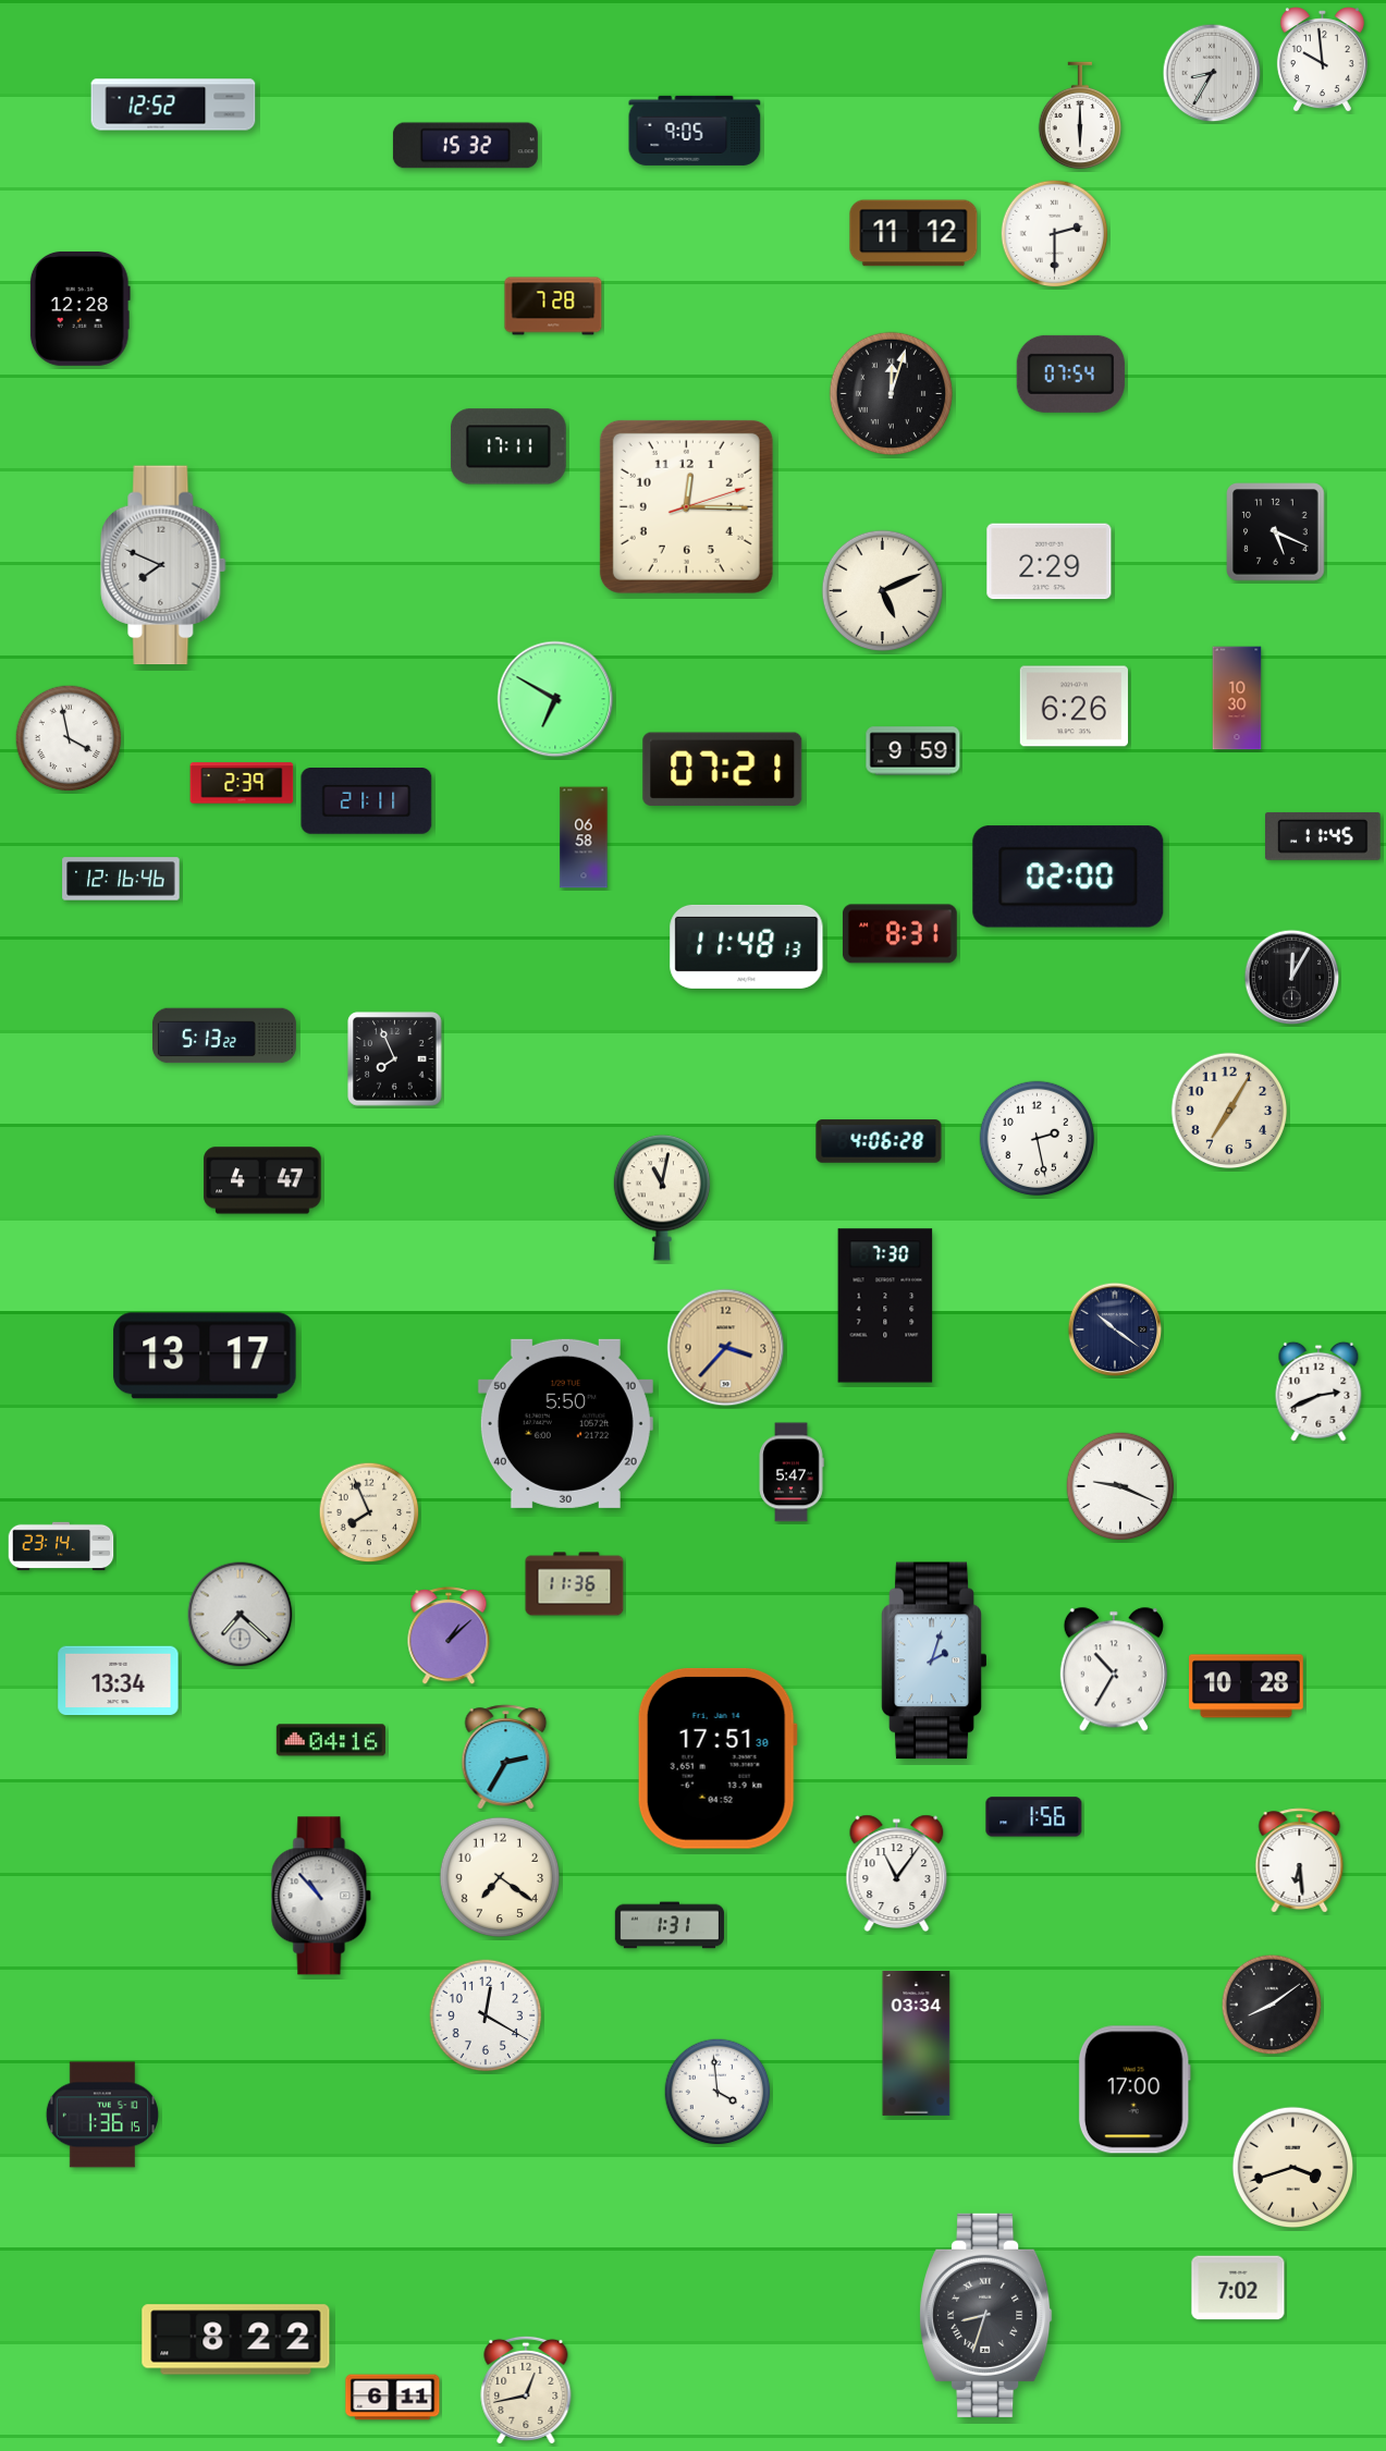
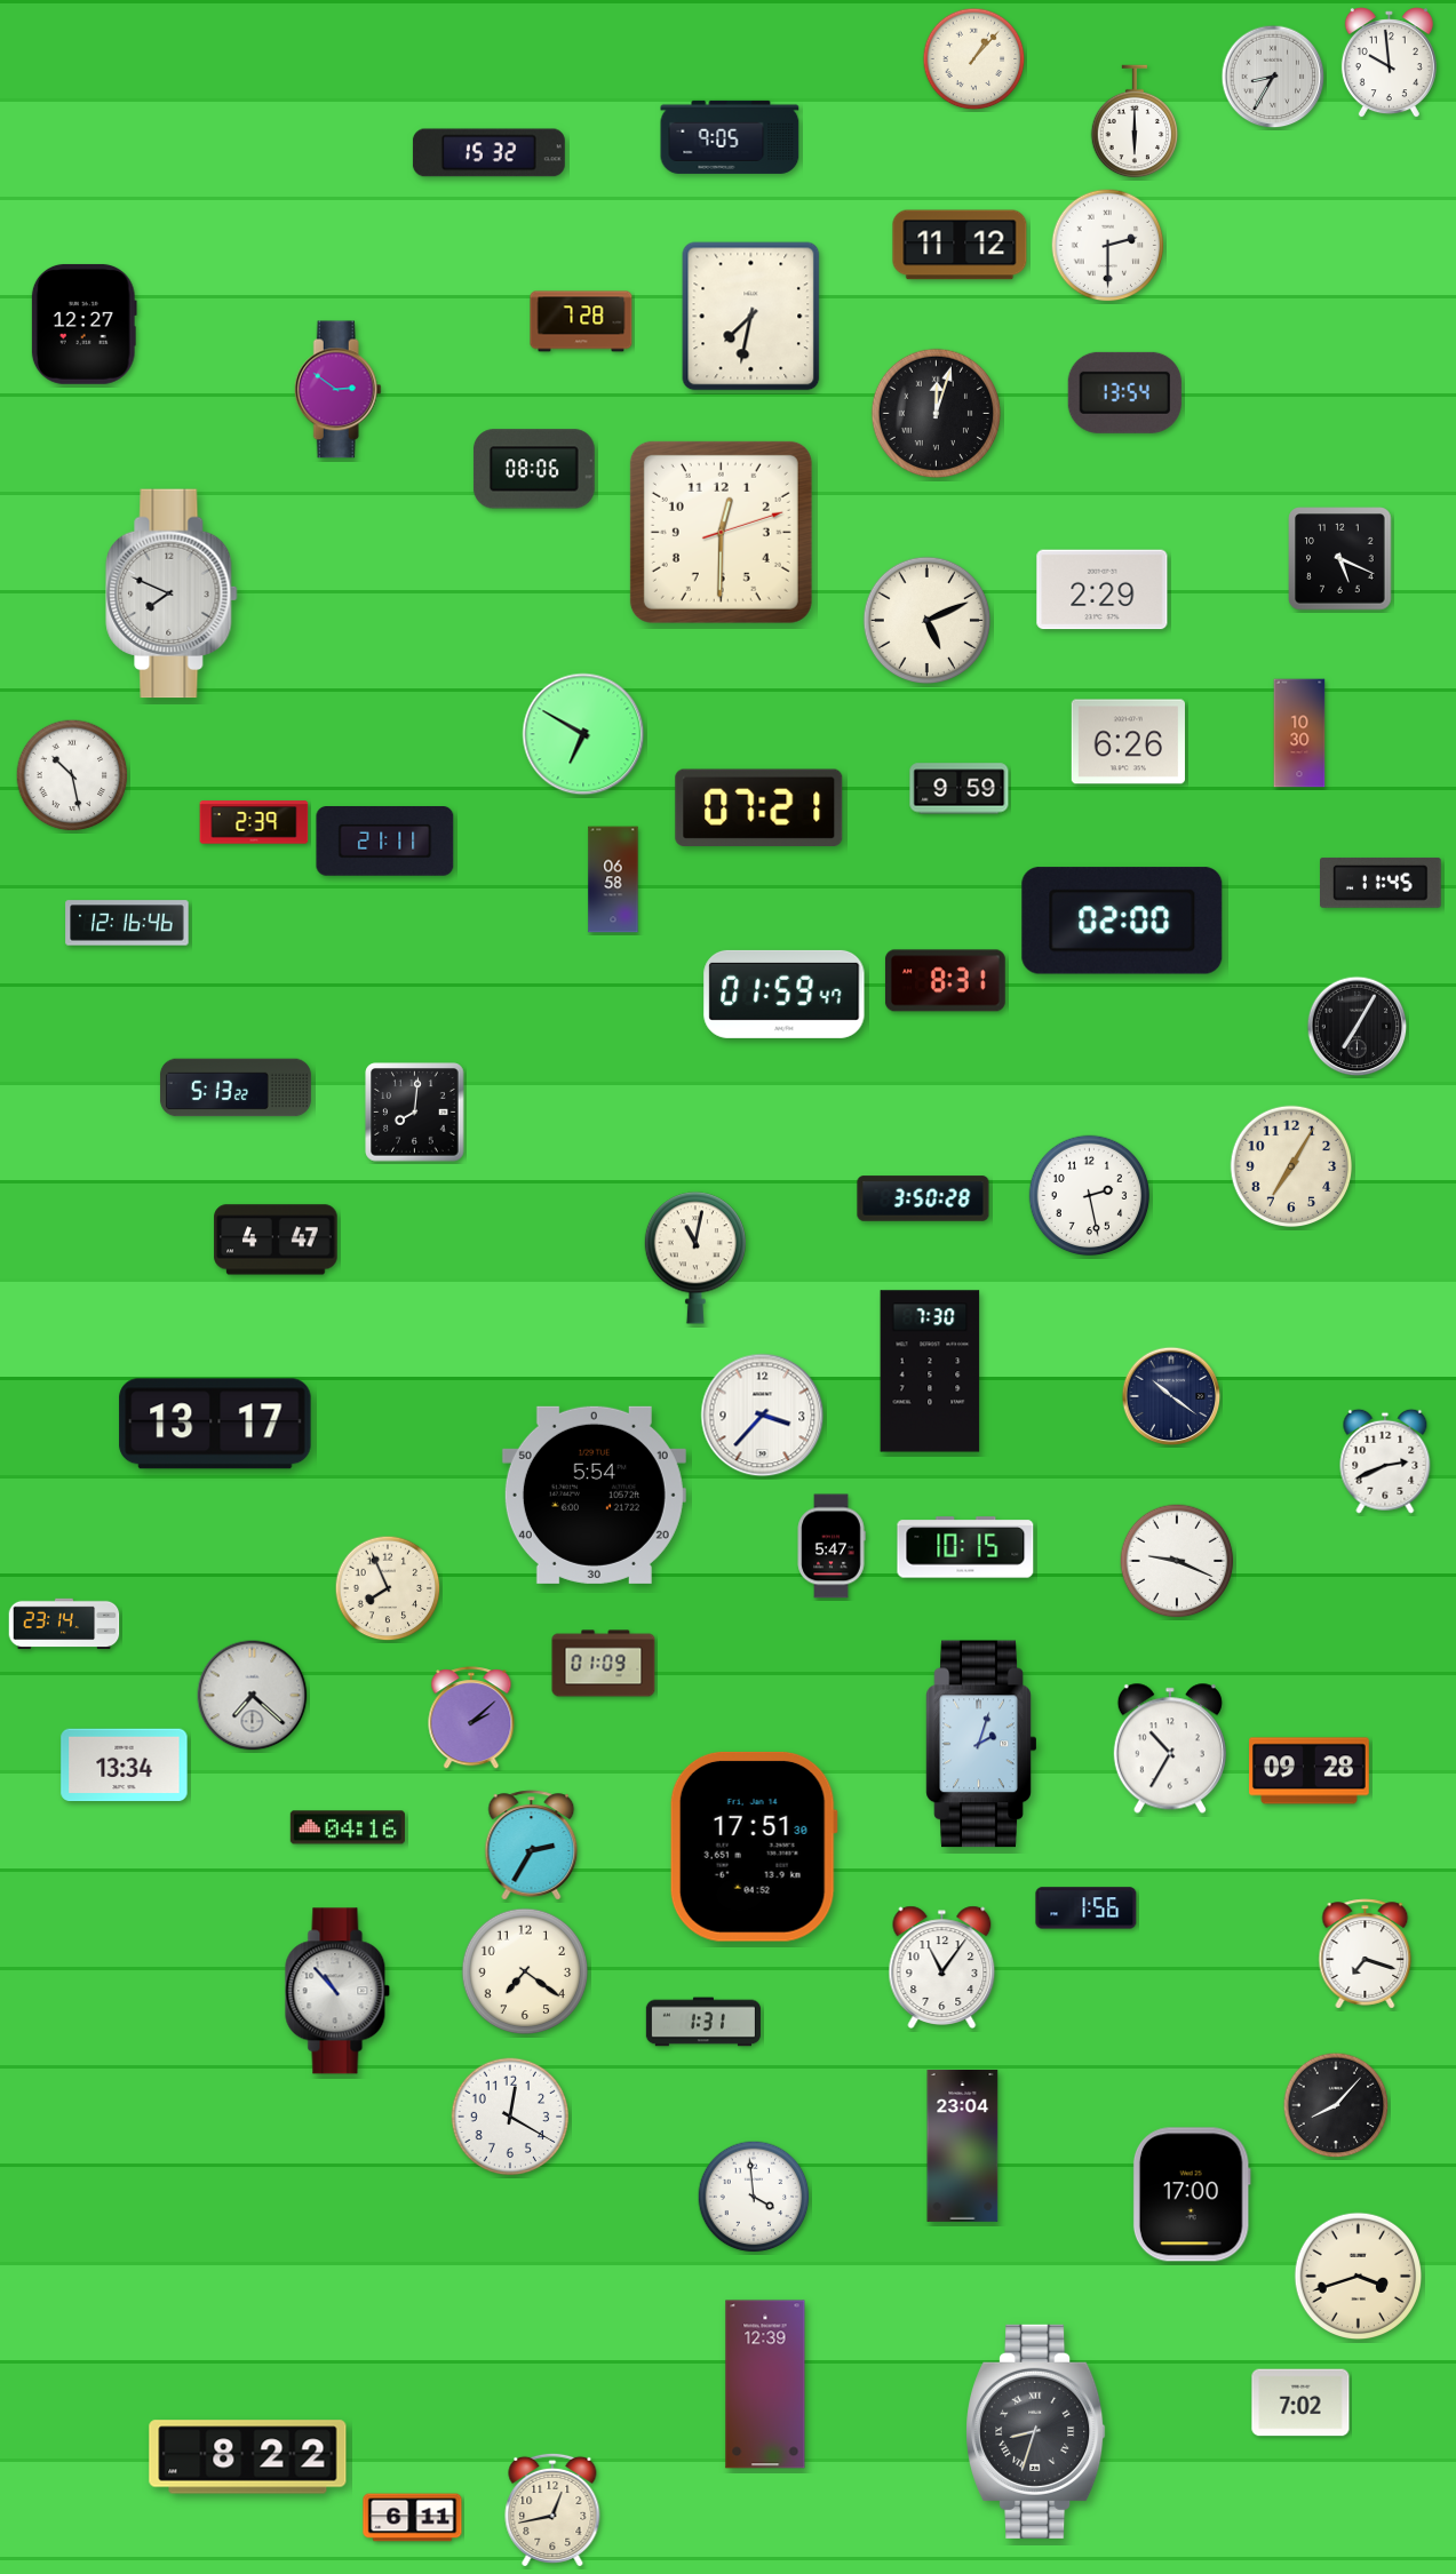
clock at (974, 59): none -> 1:07
clock at (173, 105): 12:52 -> none
clock at (751, 317): none -> 7:32
clock at (79, 308): 12:28 -> 12:27
clock at (337, 390): none -> 2:51
clock at (1070, 373): 07:54 -> 13:54
clock at (508, 446): 17:11 -> 08:06
clock at (686, 506): 12:15 -> 12:30
clock at (69, 738): 3:58 -> 10:28
clock at (1324, 836) position: (1324, 836) -> (1382, 883)
clock at (747, 946): 11:48 -> 01:59
clock at (1292, 978): 12:05 -> 7:05
clock at (395, 1059): 7:56 -> 8:01
clock at (879, 1141): 4:06 -> 3:50
clock at (726, 1348) dial: champagne -> white
clock at (565, 1423): 5:50 -> 5:54
clock at (965, 1547): none -> 10:15
clock at (575, 1584): 11:36 -> 01:09
clock at (449, 1637): 1:08 -> 2:08
clock at (1114, 1669) position: (1114, 1669) -> (1170, 1748)
clock at (1247, 1687): 10:28 -> 09:28
clock at (1300, 1861): 6:29 -> 7:18
clock at (1272, 2005): 8:09 -> 8:07
clock at (917, 2043): 03:34 -> 23:04
clock at (102, 2115): 1:36 -> none
clock at (765, 2384): none -> 12:39
